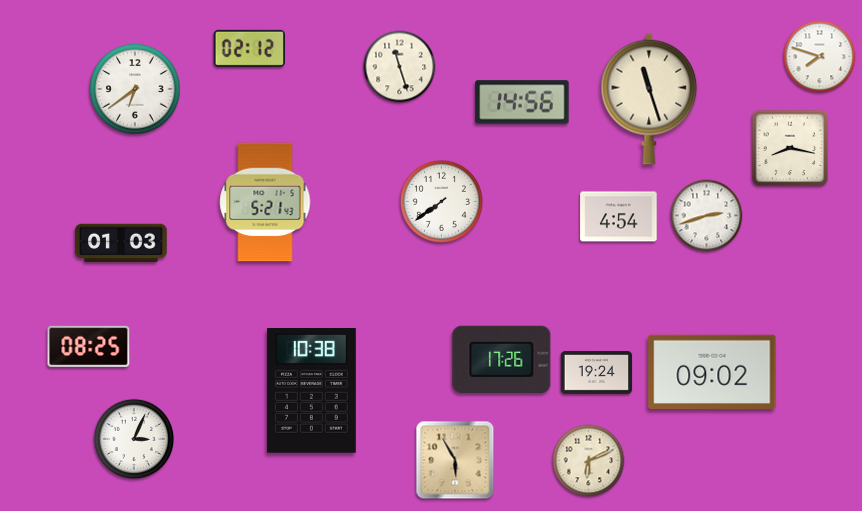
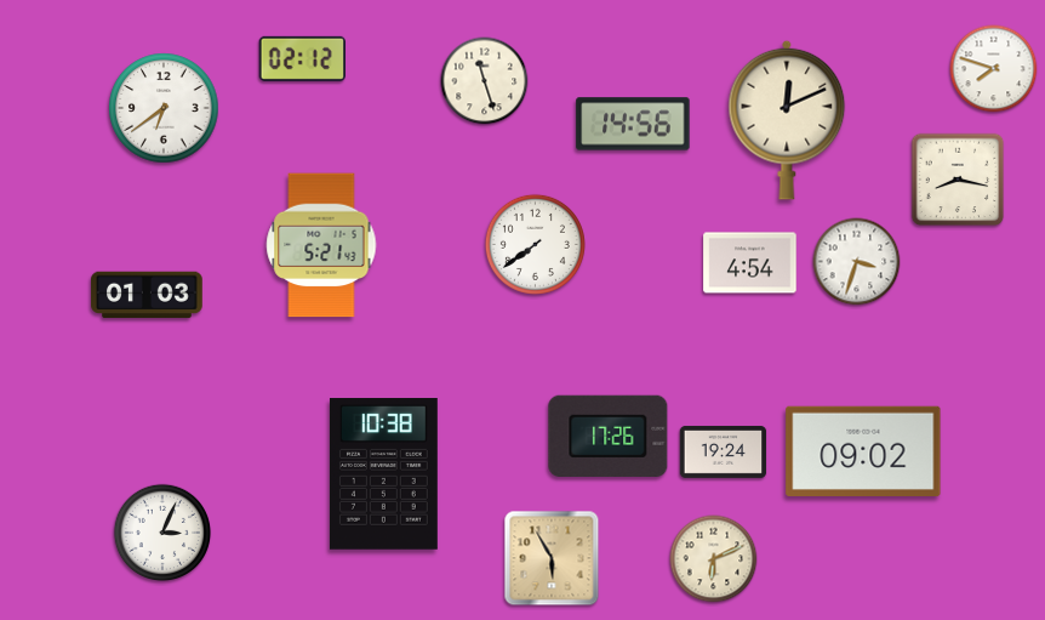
clock at (649, 99): 11:27 -> 12:11
clock at (707, 216): 2:42 -> 3:33
clock at (89, 346): 08:25 -> none
clock at (311, 391) position: (311, 391) -> (383, 474)
